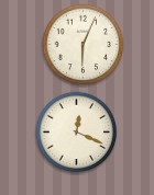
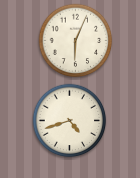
clock at (77, 133): 12:19 -> 4:42
